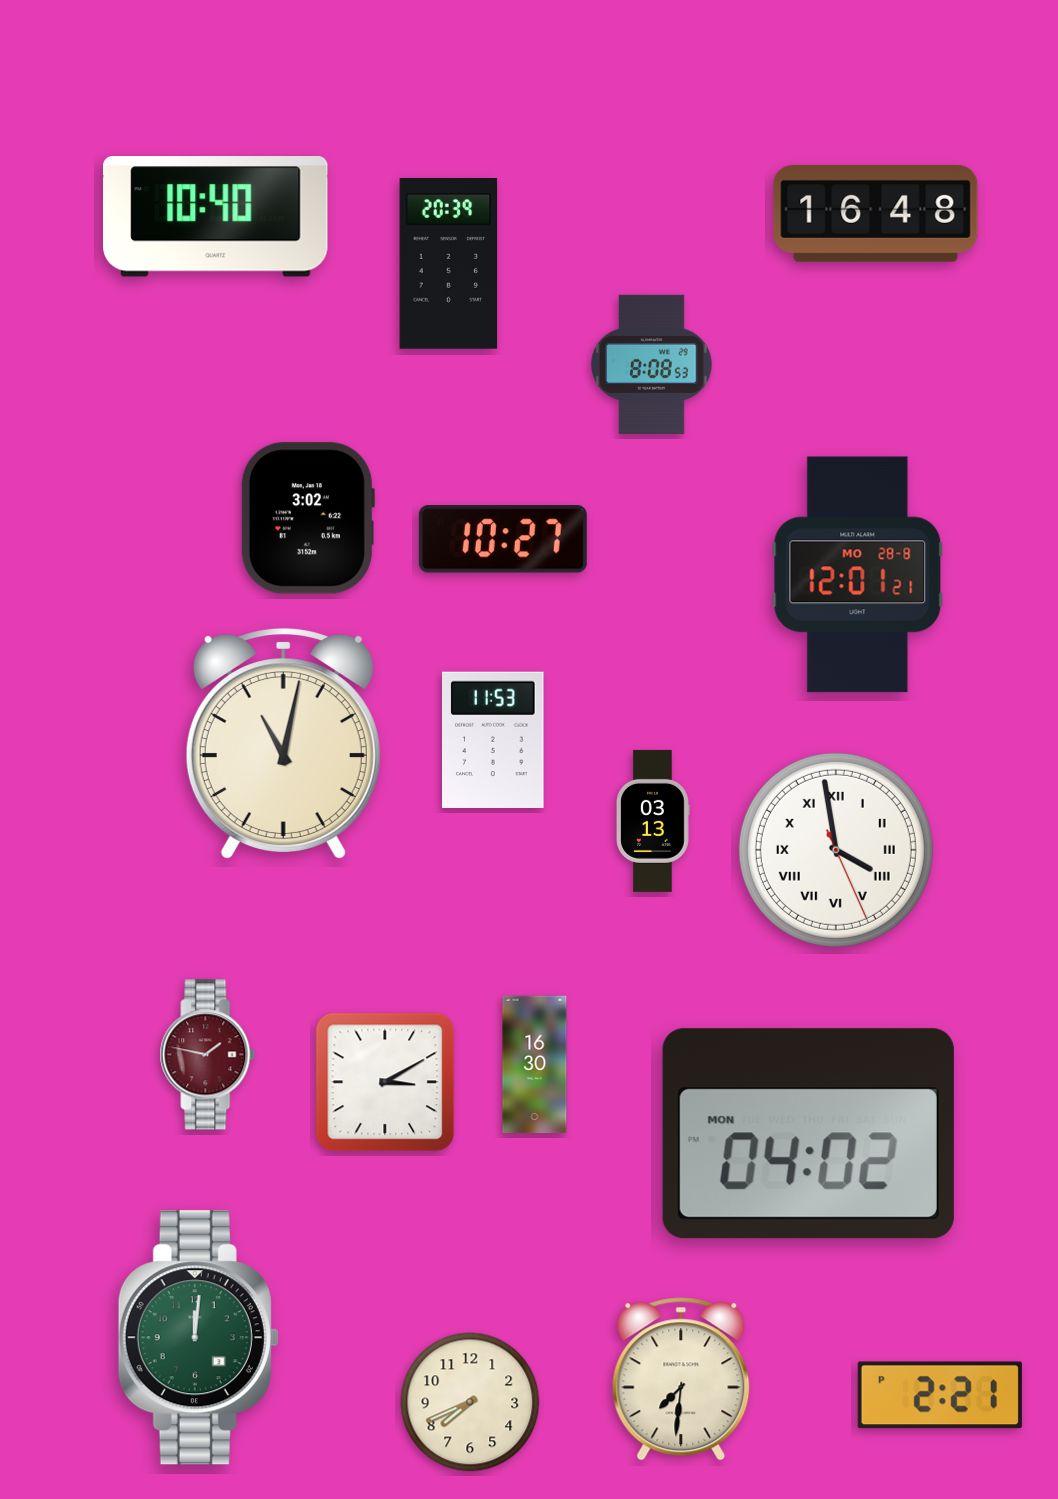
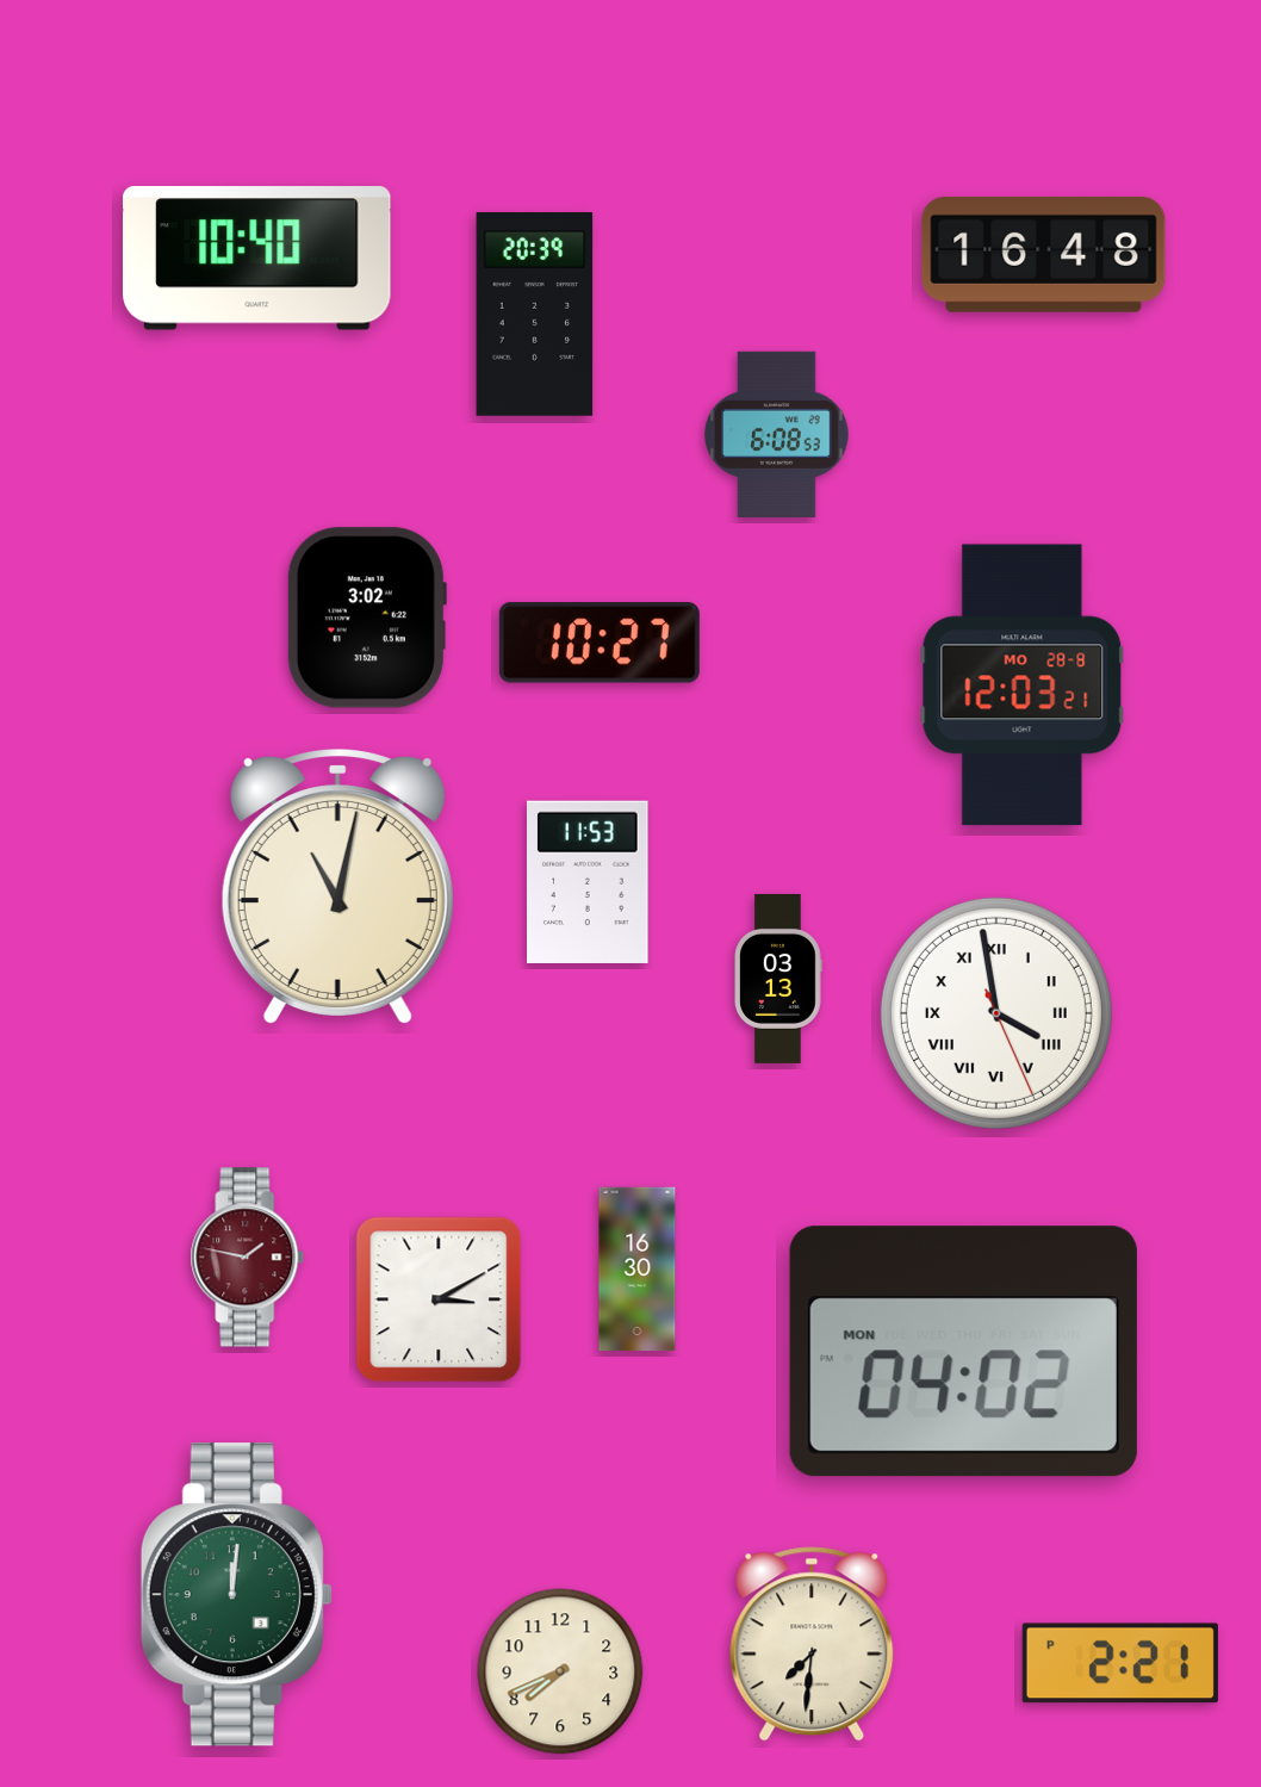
clock at (652, 364): 8:08 -> 6:08
clock at (858, 575): 12:01 -> 12:03
clock at (385, 1082) position: (385, 1082) -> (439, 1299)
